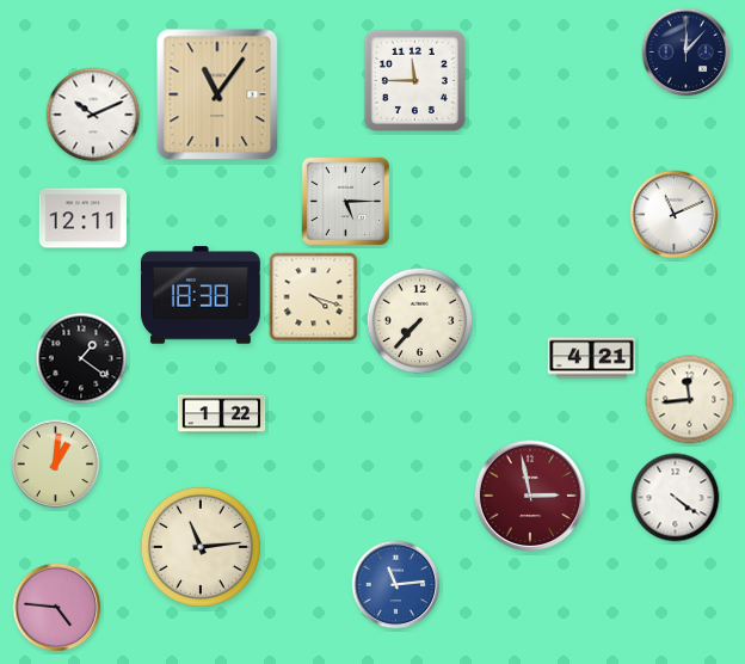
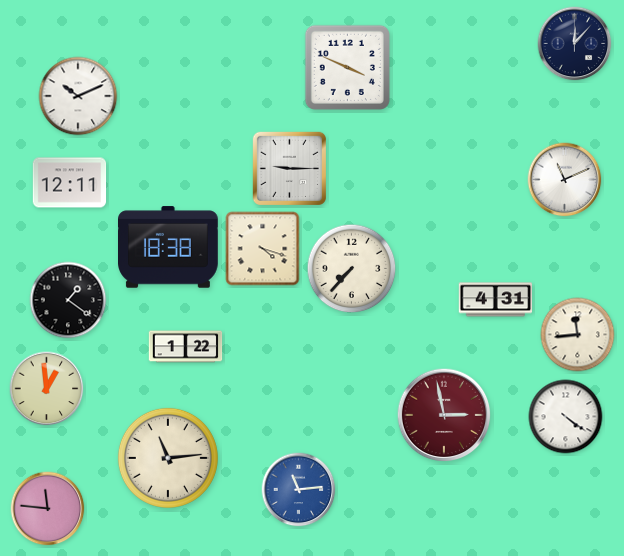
clock at (414, 80): 11:45 -> 3:49
clock at (217, 94): 11:06 -> none
clock at (345, 201): 5:15 -> 9:15
clock at (592, 358): 4:21 -> 4:31
clock at (56, 465): 1:01 -> 12:59
clock at (396, 585) position: (396, 585) -> (299, 490)
clock at (57, 608): 4:46 -> 11:46
